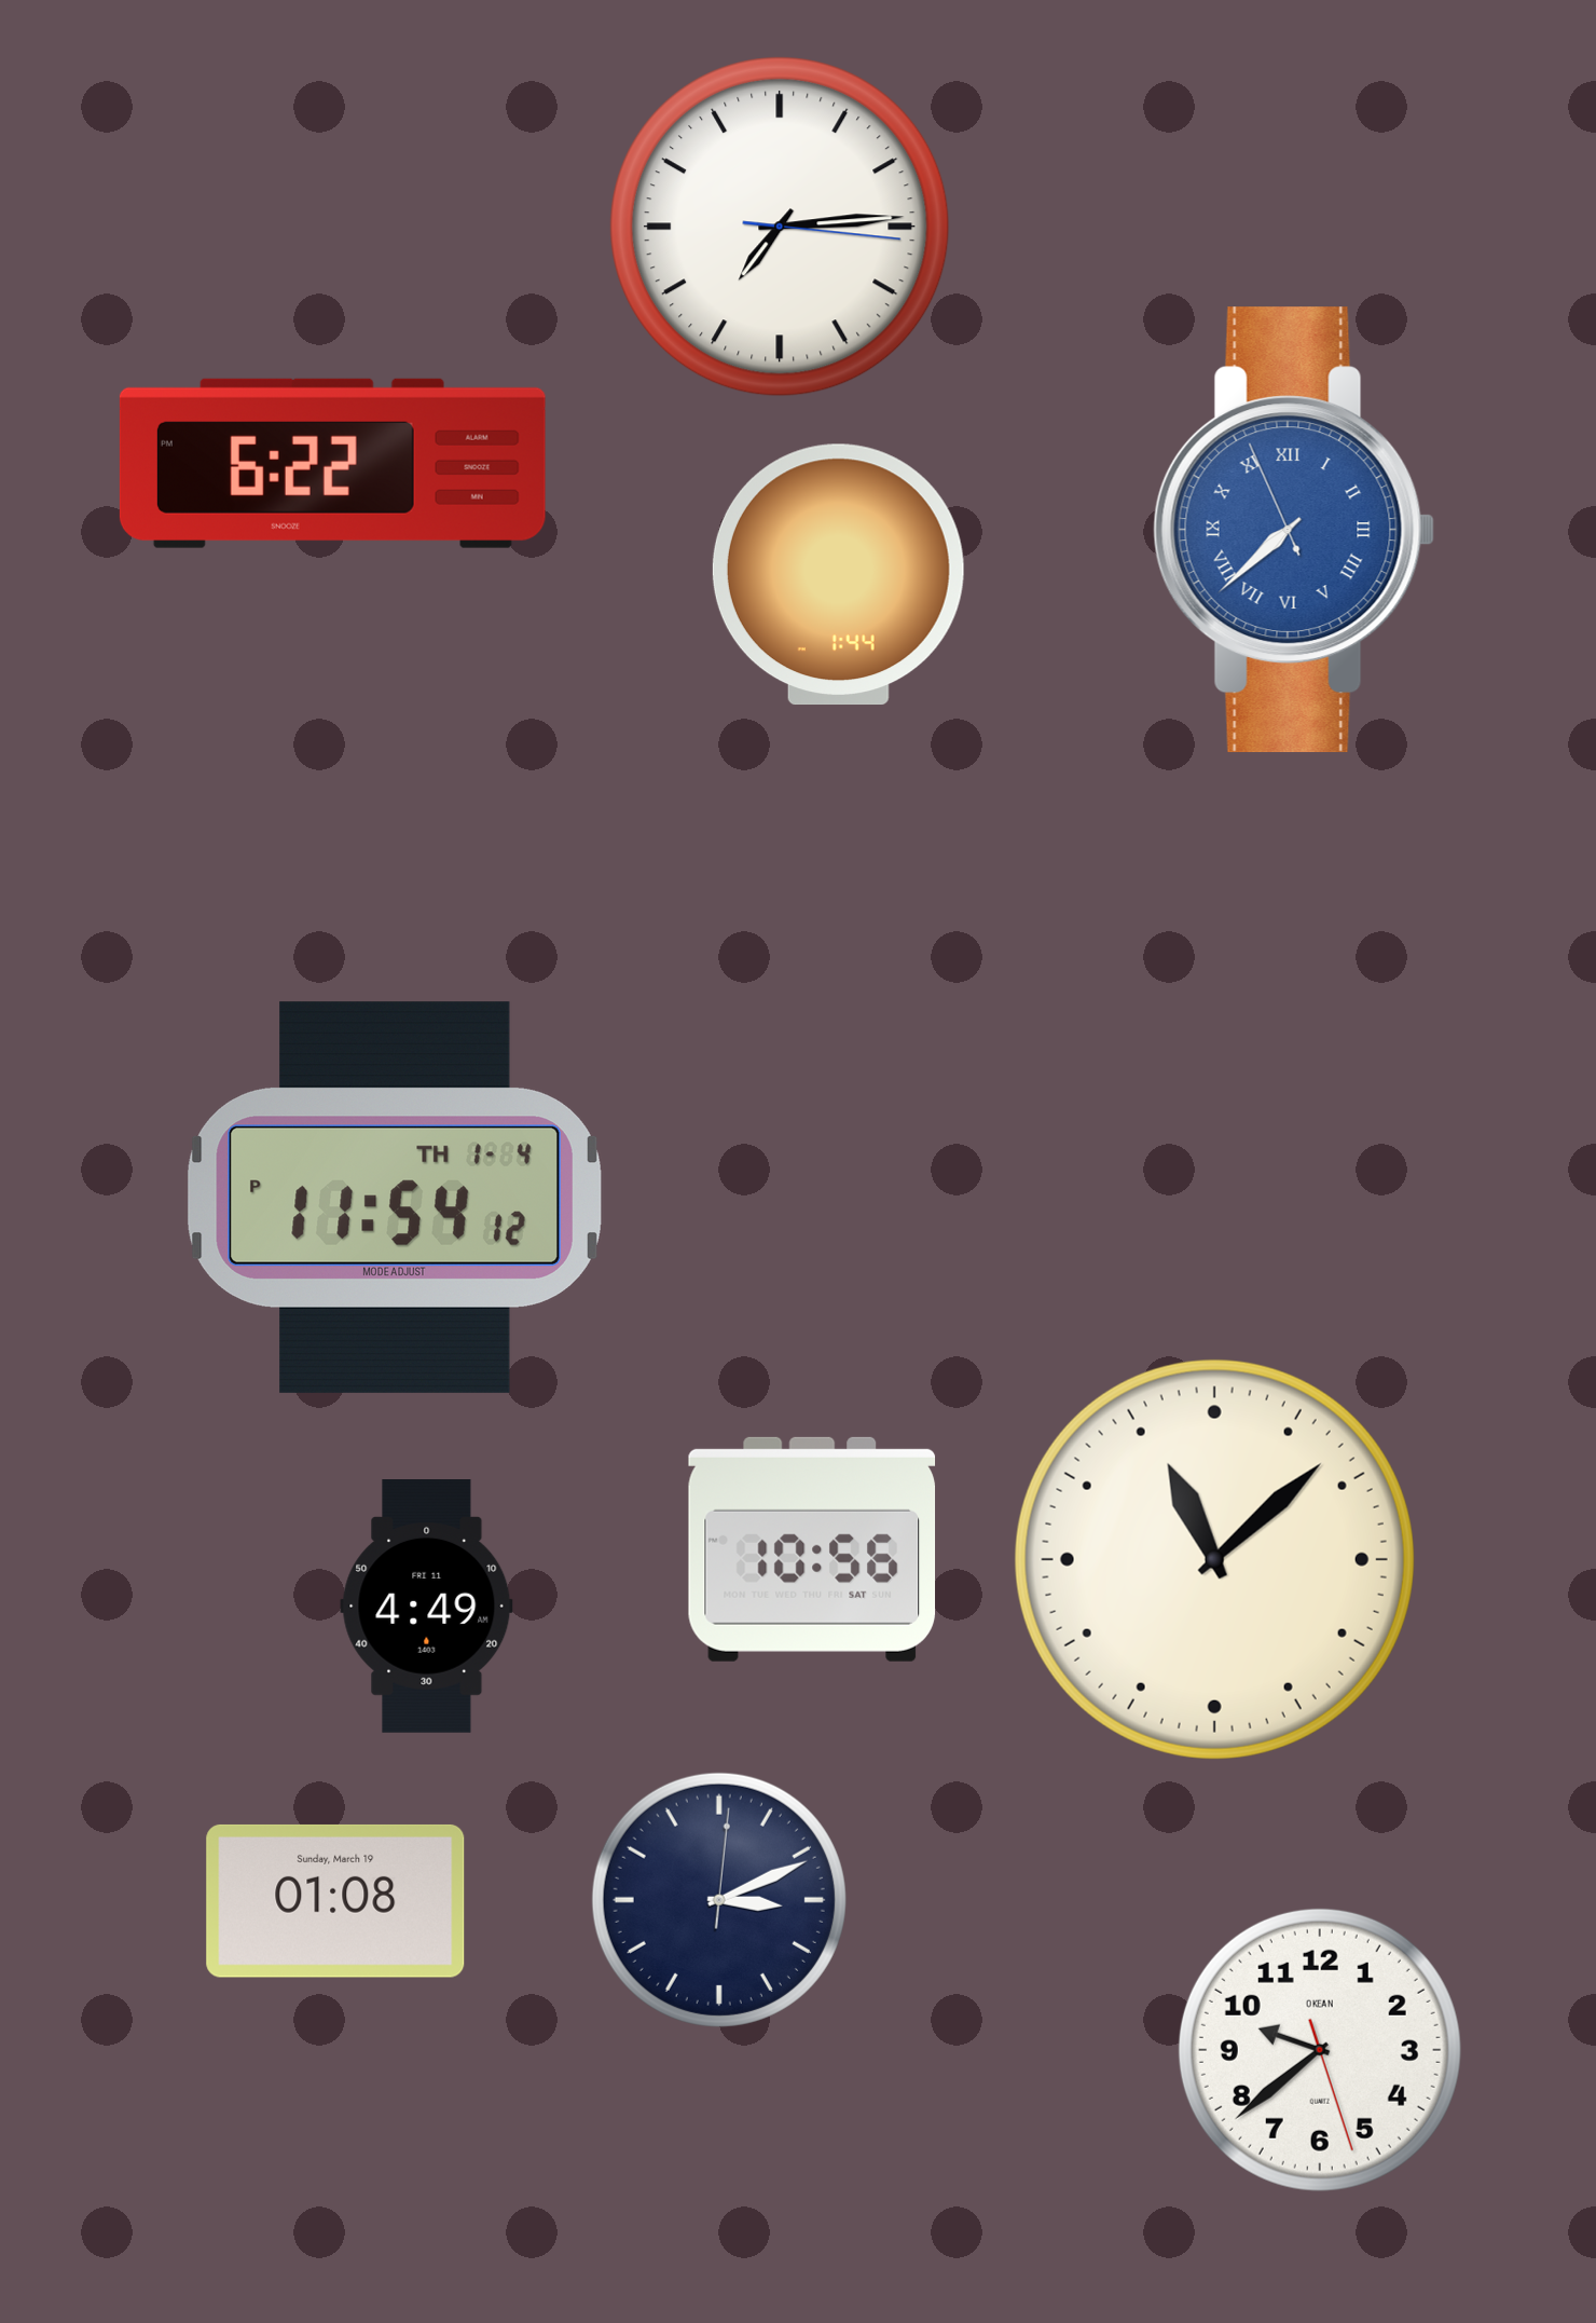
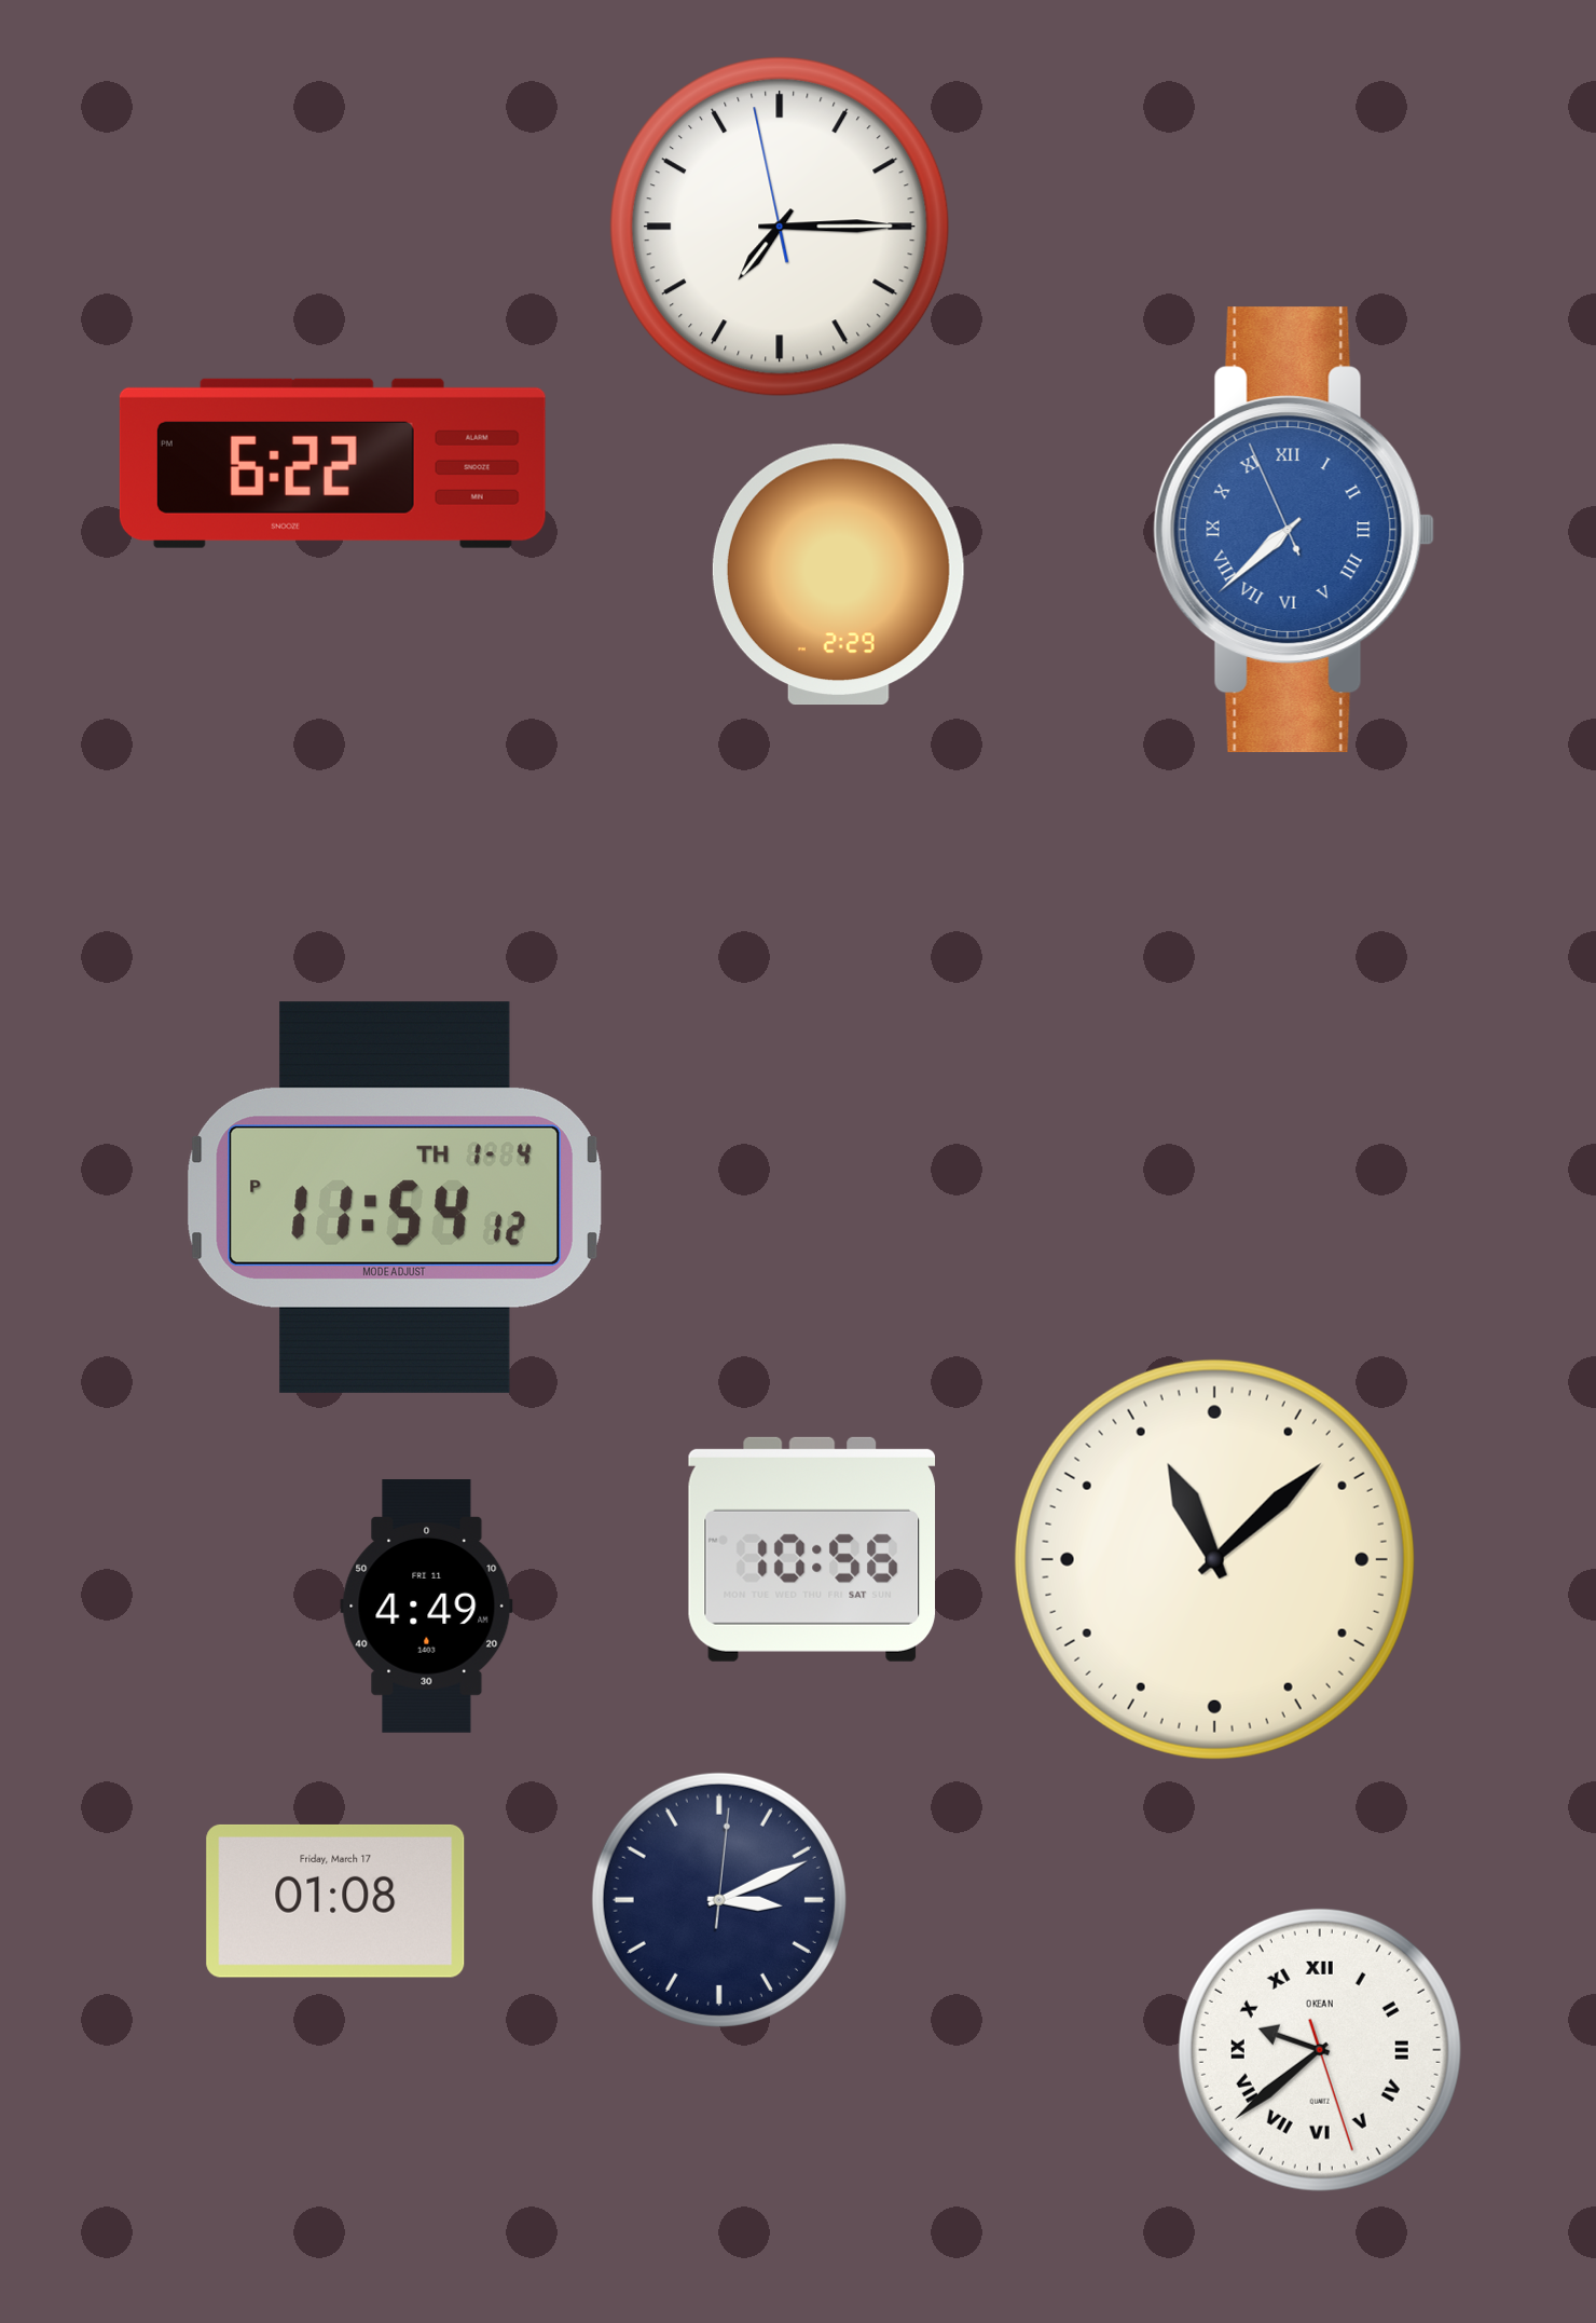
clock at (780, 227): 7:14:16 -> 7:14:58
clock at (838, 575): 1:44 -> 2:29
clock at (335, 1901) date: Sunday, March 19 -> Friday, March 17
clock at (1320, 2050) numerals: Arabic -> Roman
